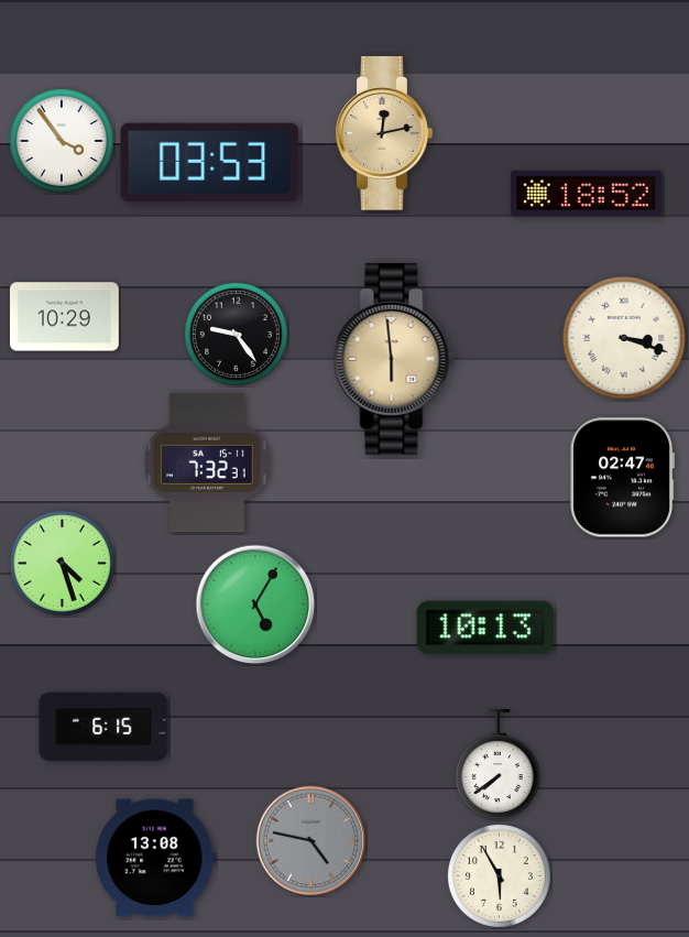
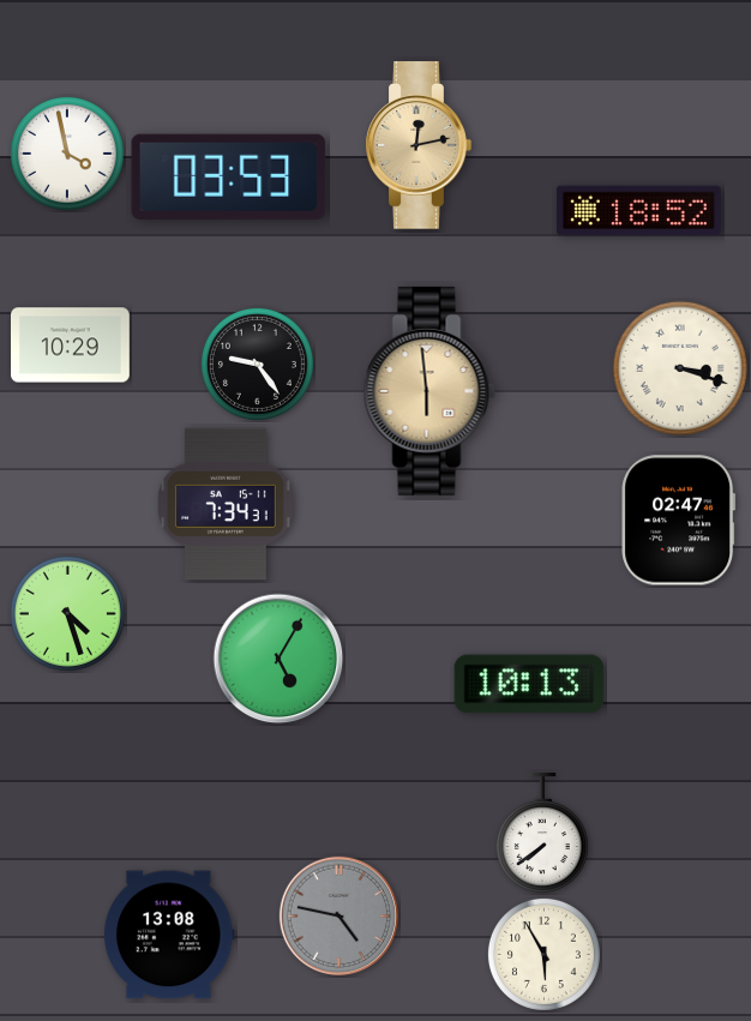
clock at (62, 141): 3:54 -> 3:58
clock at (208, 462): 7:32 -> 7:34
clock at (103, 727): 6:15 -> none
